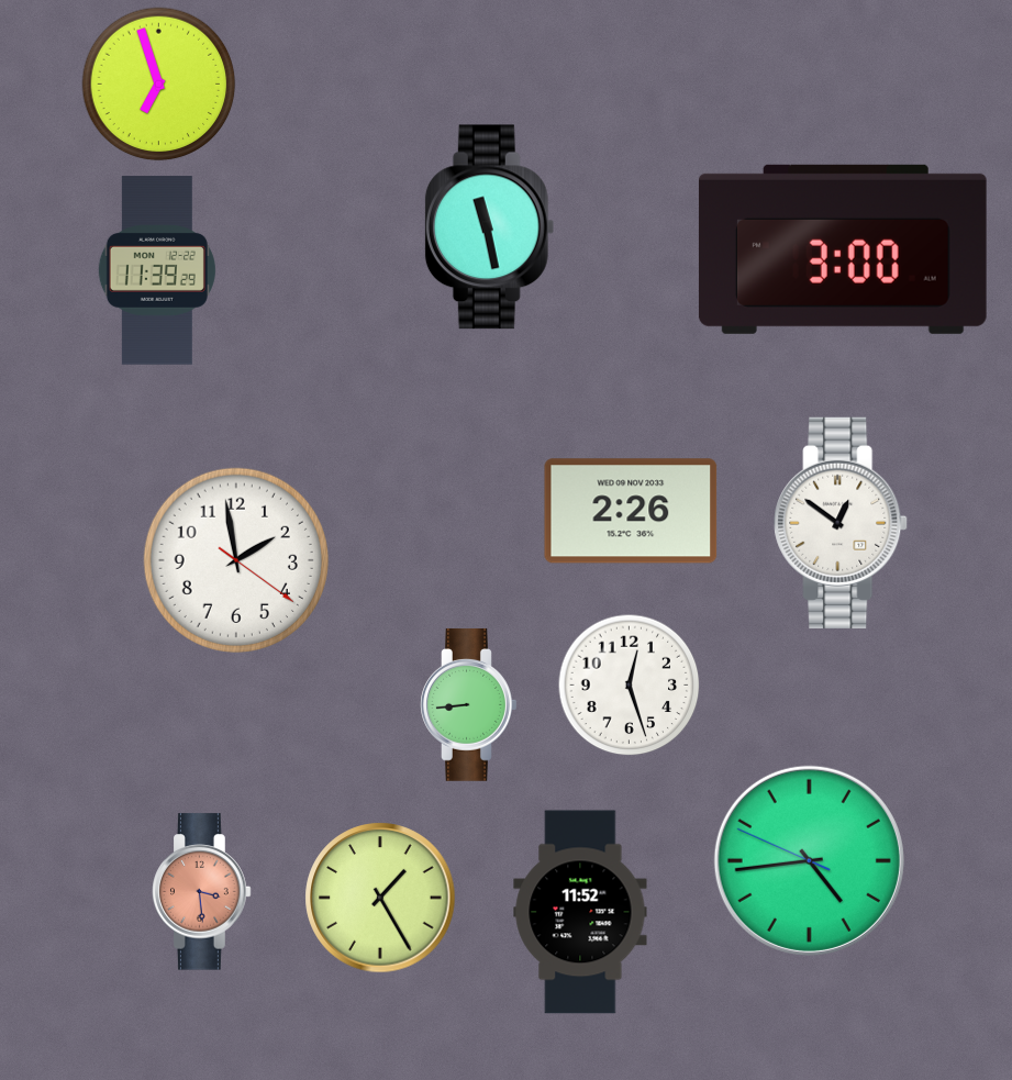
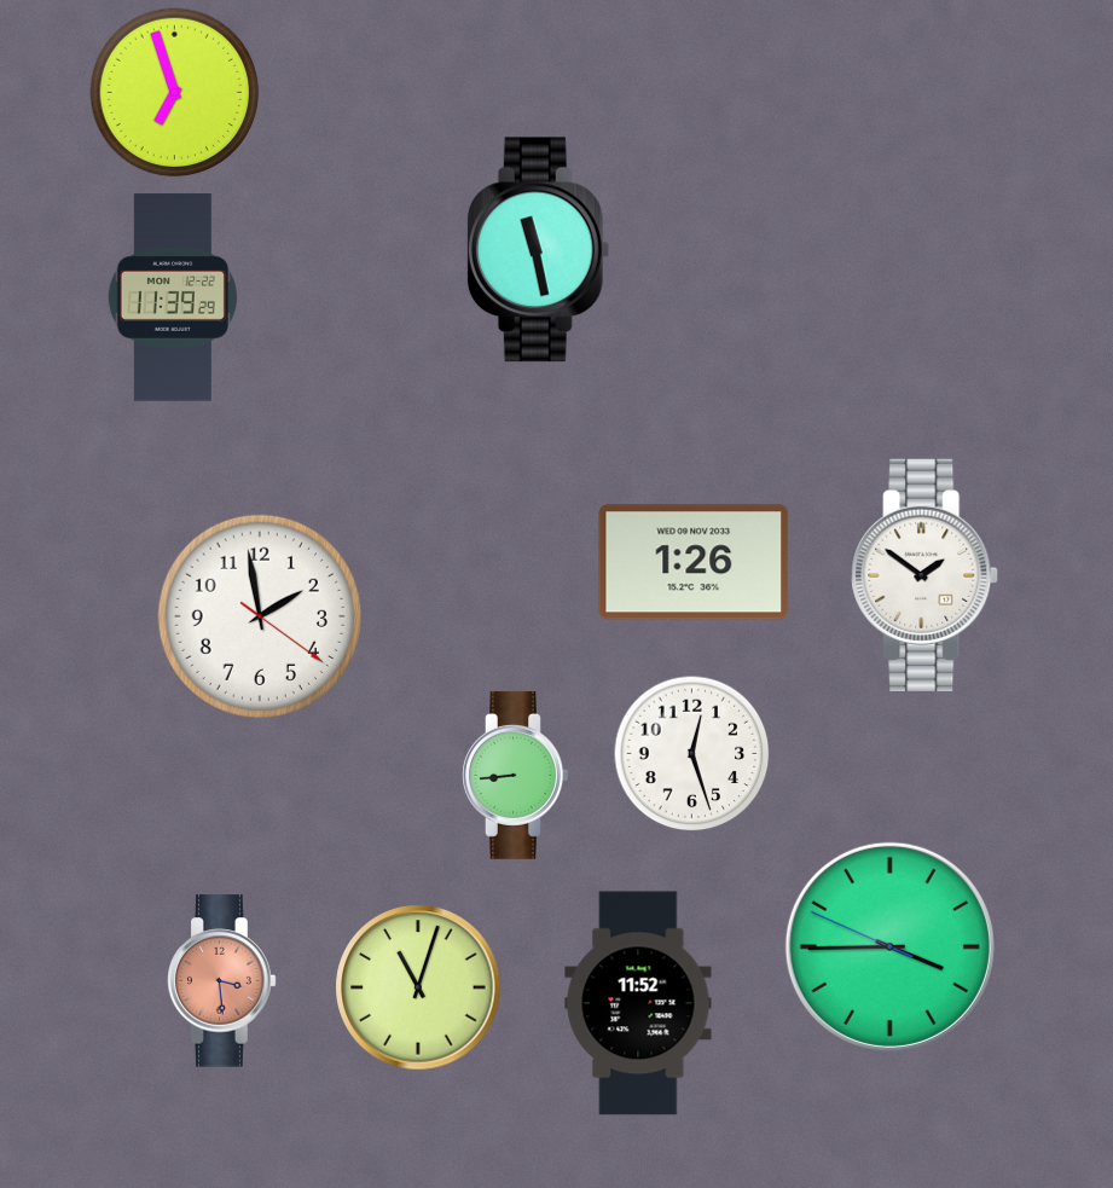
clock at (843, 249): 3:00 -> none
clock at (631, 511): 2:26 -> 1:26
clock at (841, 523): 12:51 -> 1:51
clock at (809, 860): 4:43 -> 3:44
clock at (380, 898): 1:25 -> 11:03
